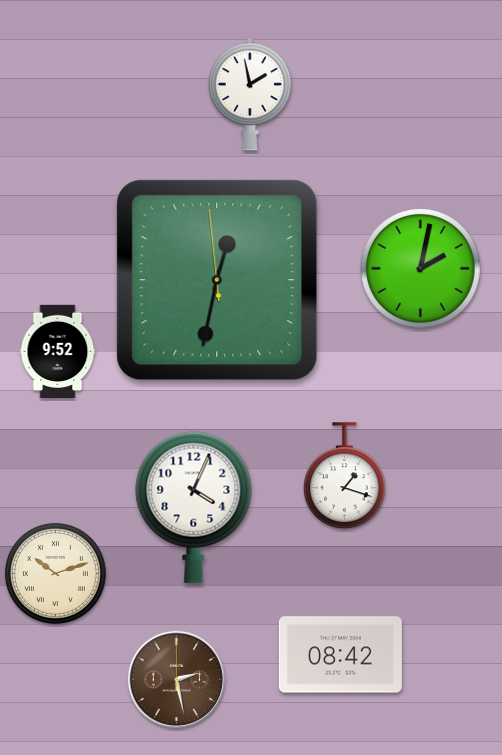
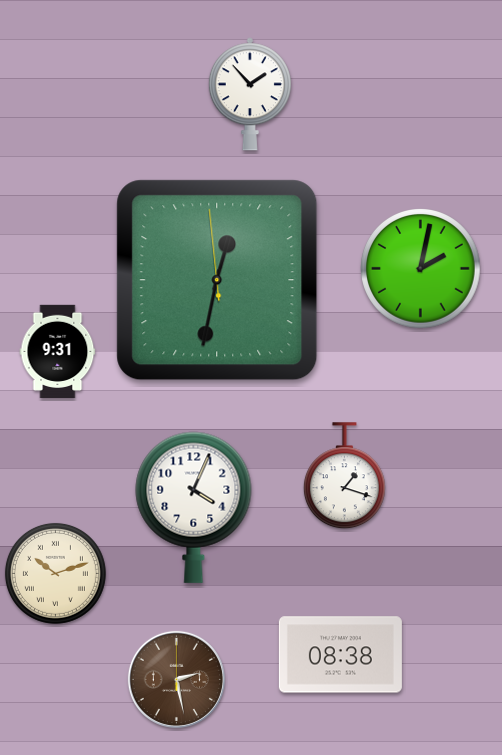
clock at (250, 94): 1:58 -> 1:53
clock at (58, 351): 9:52 -> 9:31
clock at (340, 655): 08:42 -> 08:38
